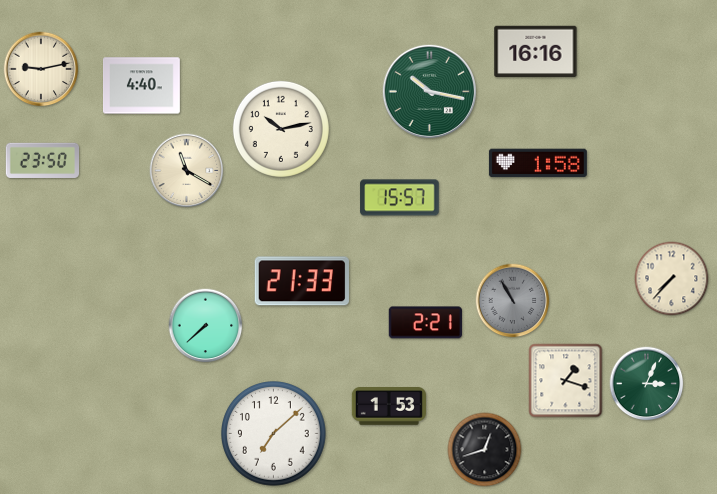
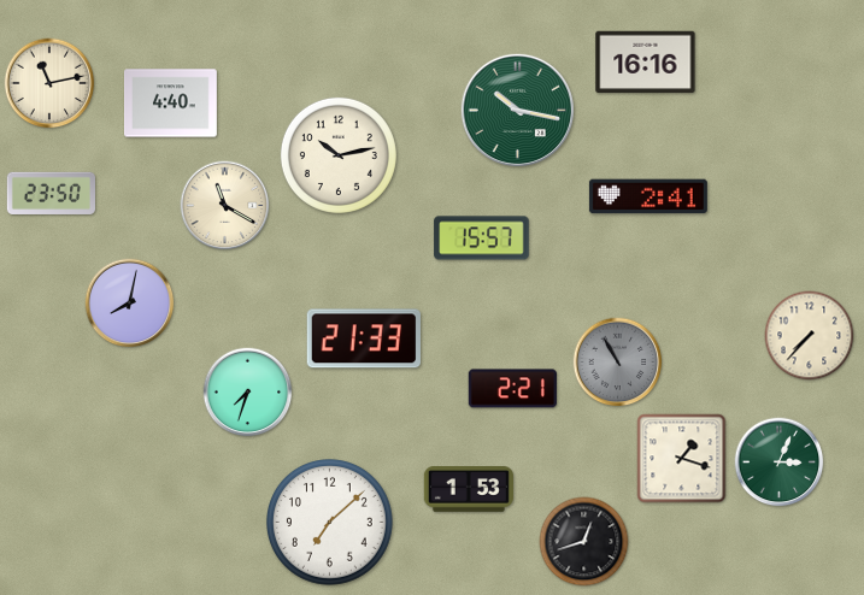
clock at (41, 69): 9:13 -> 11:13
clock at (538, 163): 1:58 -> 2:41
clock at (130, 304): none -> 8:02
clock at (206, 326): 7:38 -> 7:33
